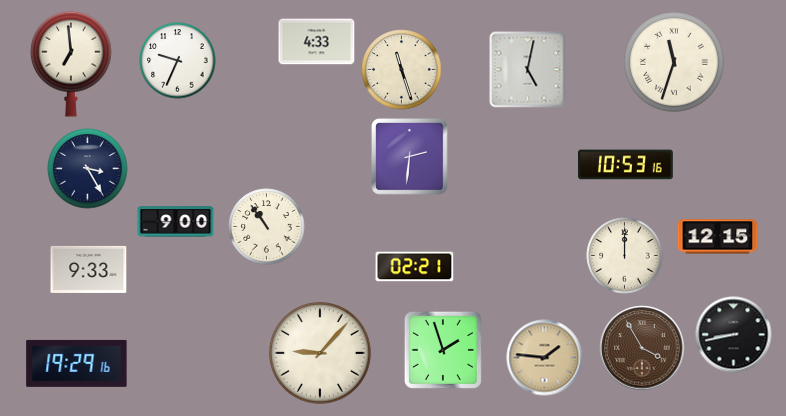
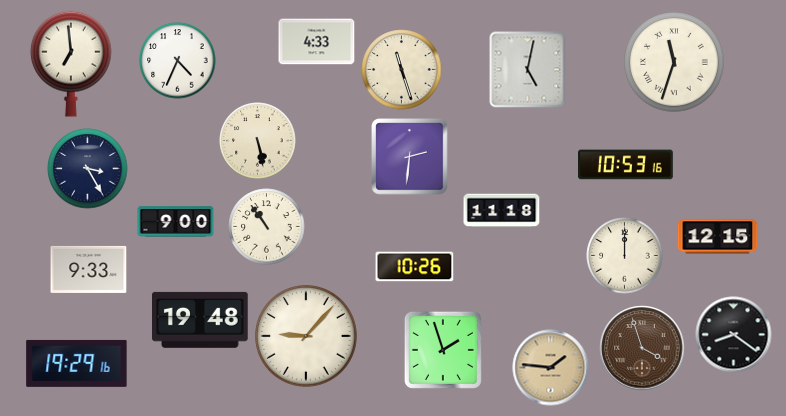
clock at (178, 61): 9:34 -> 4:34
clock at (258, 141): none -> 5:28
clock at (502, 211): none -> 11:18
clock at (415, 267): 02:21 -> 10:26
clock at (201, 320): none -> 19:48
clock at (734, 335): 8:43 -> 8:21
clock at (642, 348): 3:55 -> 3:57
clock at (320, 353) position: (320, 353) -> (306, 336)
clock at (545, 358) position: (545, 358) -> (551, 368)
